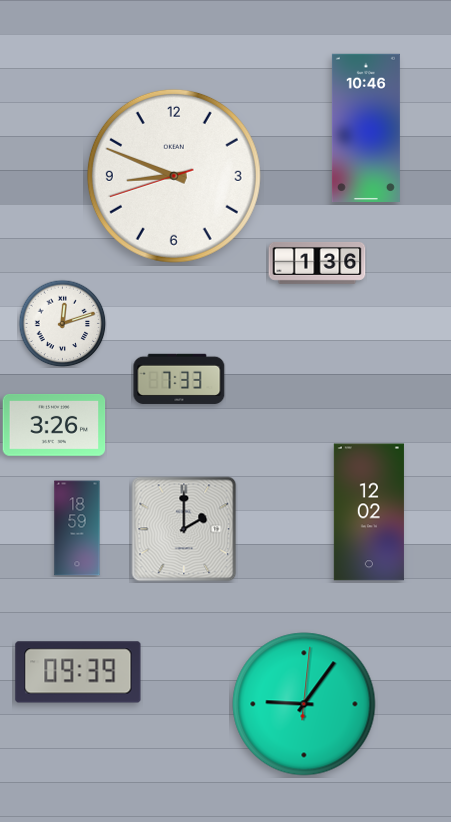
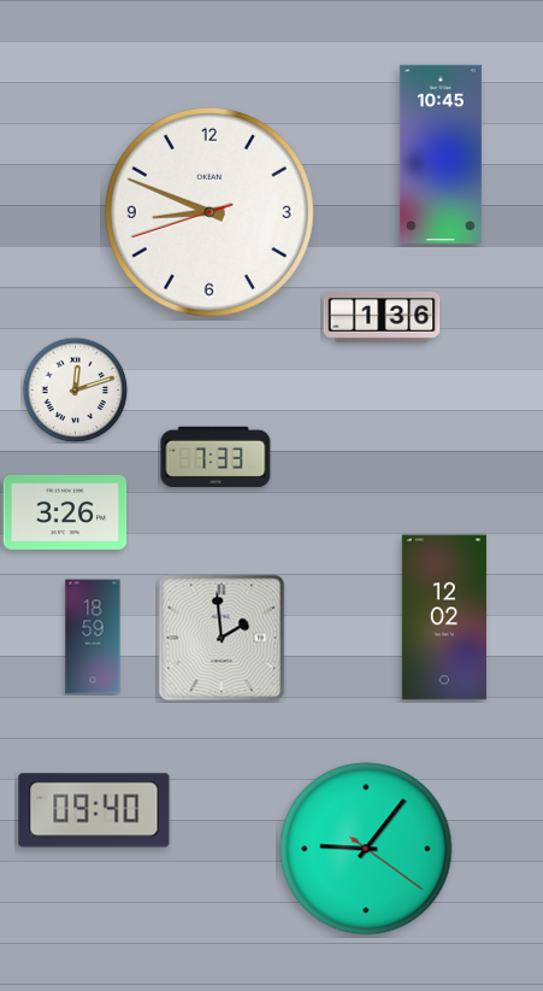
clock at (366, 127): 10:46 -> 10:45
clock at (184, 529): 2:00 -> 1:59
clock at (78, 672): 09:39 -> 09:40
clock at (304, 704): 9:06:01 -> 9:06:21
